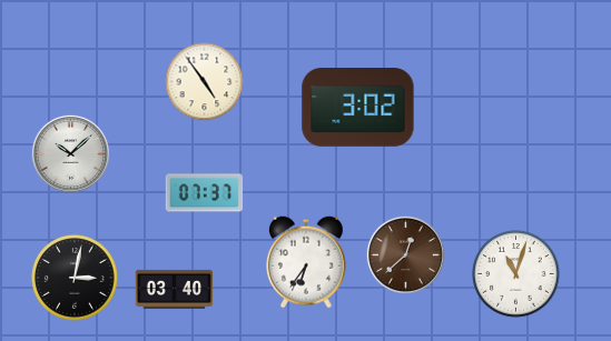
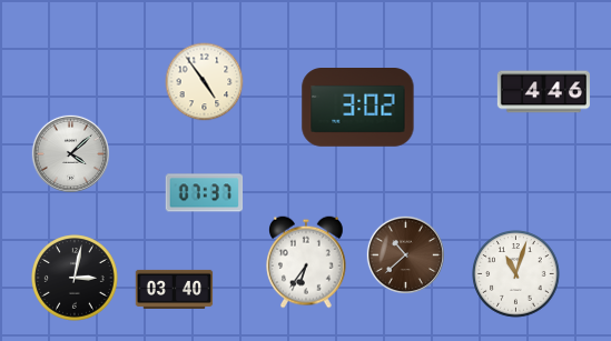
clock at (543, 92): none -> 4:46
clock at (70, 153): 10:08 -> 4:08
clock at (405, 254): 12:38 -> 10:38
